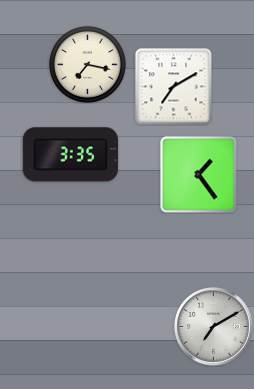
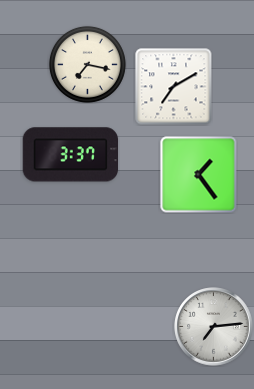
clock at (71, 155): 3:35 -> 3:37
clock at (214, 327): 7:10 -> 7:14
